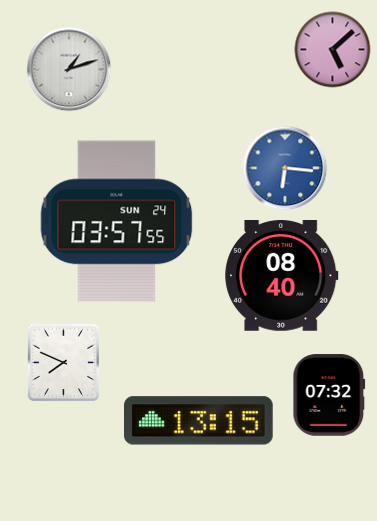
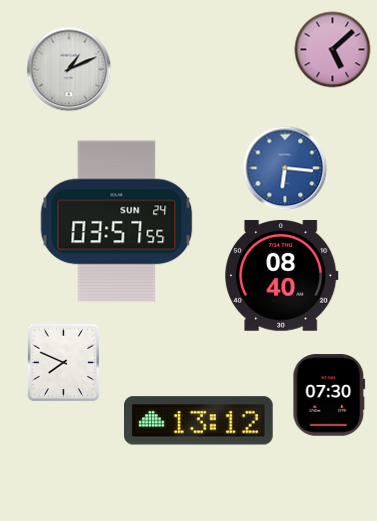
clock at (69, 69): 1:12 -> 1:11
clock at (329, 395): 07:32 -> 07:30
clock at (199, 421): 13:15 -> 13:12
